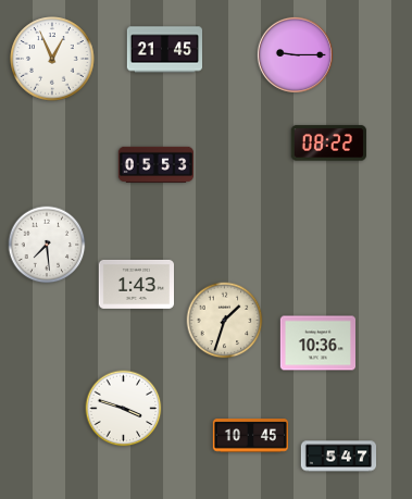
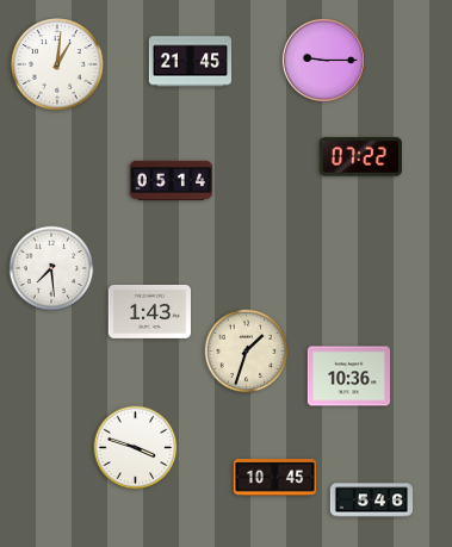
clock at (164, 50) position: (164, 50) -> (190, 62)
clock at (52, 59): 12:56 -> 1:01
clock at (328, 144): 08:22 -> 07:22
clock at (155, 164): 05:53 -> 05:14
clock at (338, 457): 5:47 -> 5:46
